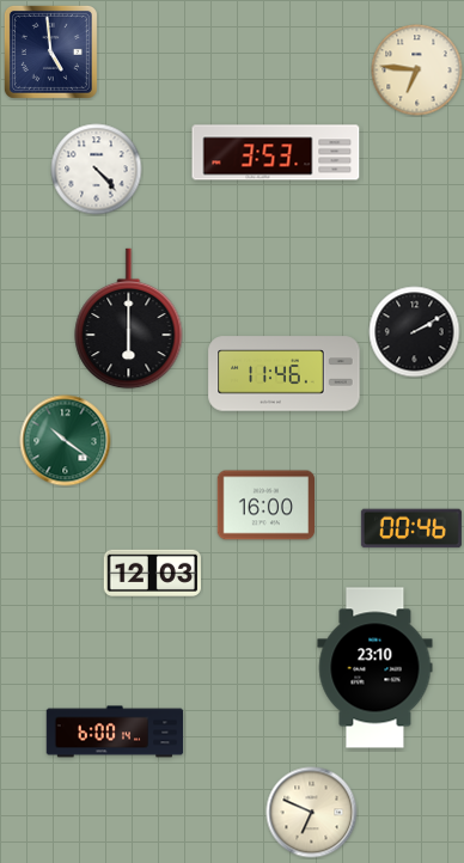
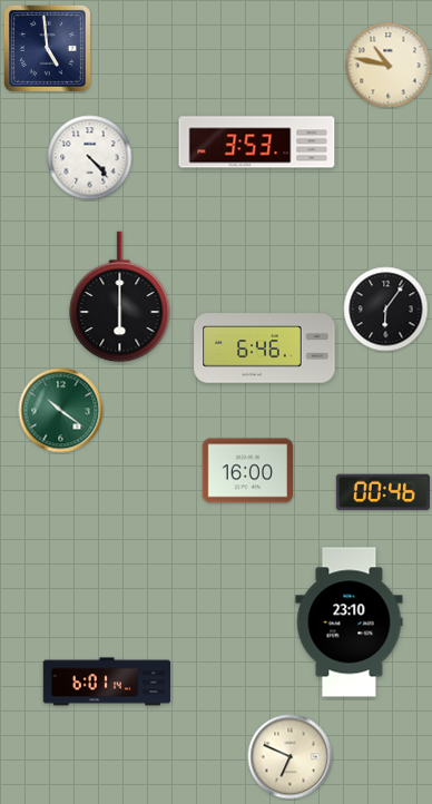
clock at (417, 71): 6:46 -> 10:47
clock at (415, 332): 2:10 -> 6:06
clock at (285, 374): 11:46 -> 6:46
clock at (152, 573): 12:03 -> none
clock at (115, 732): 6:00 -> 6:01
